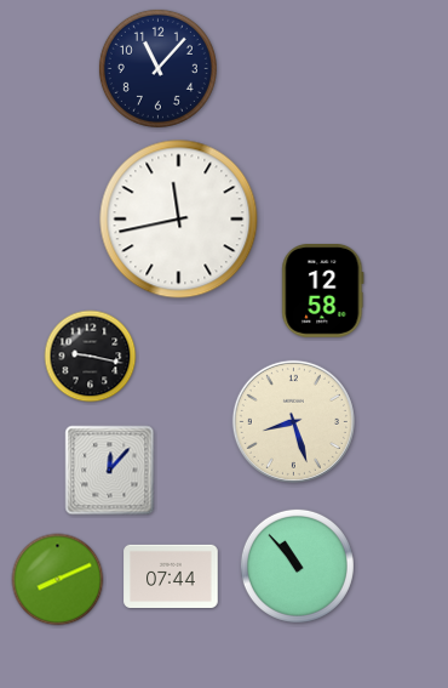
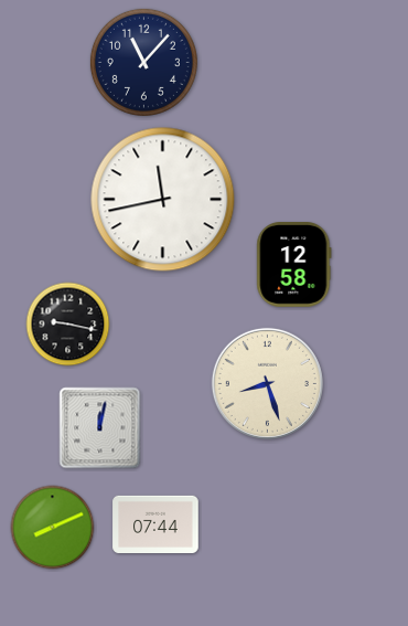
clock at (91, 357) position: (91, 357) -> (68, 325)
clock at (110, 471): 12:07 -> 12:02
clock at (297, 565): 10:53 -> none
